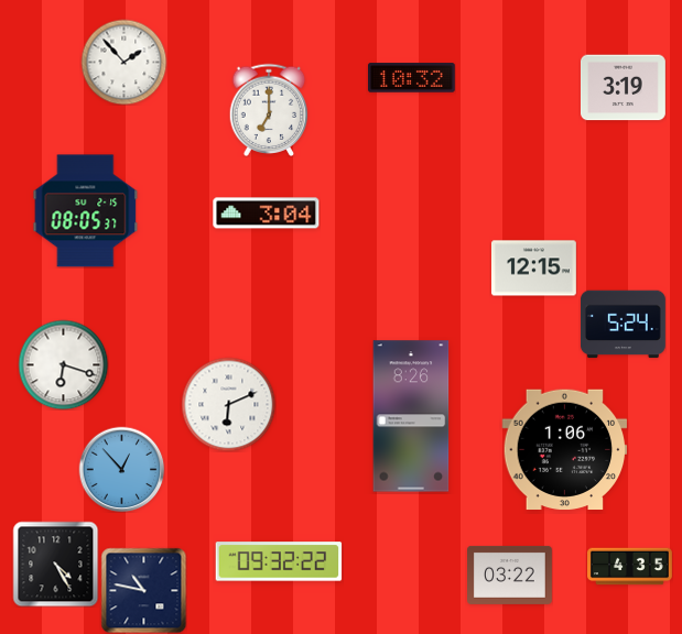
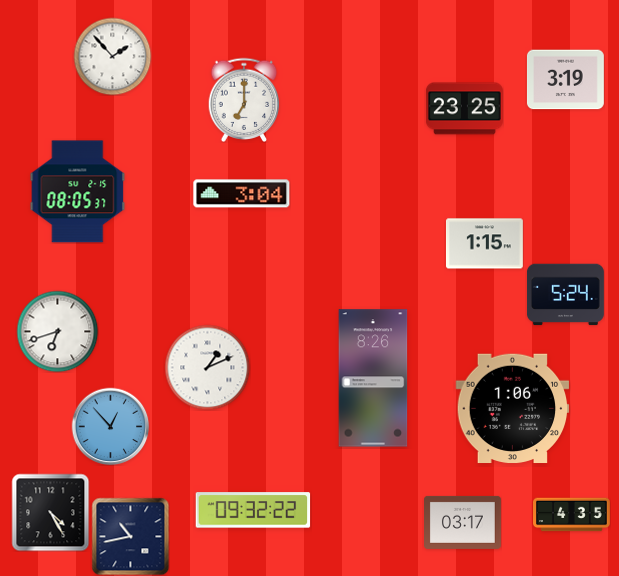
clock at (412, 78): 10:32 -> none
clock at (464, 109): none -> 23:25
clock at (534, 269): 12:15 -> 1:15
clock at (63, 364): 6:18 -> 6:42
clock at (228, 404): 6:11 -> 1:11
clock at (510, 575): 03:22 -> 03:17
clock at (143, 590): 10:47 -> 10:43
